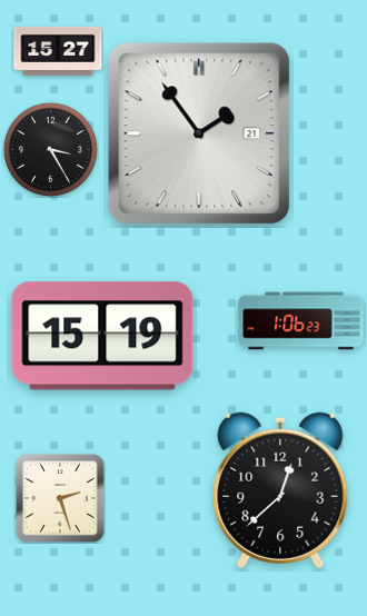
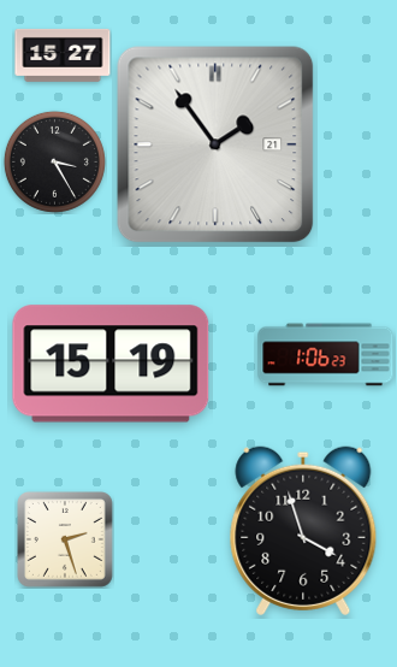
clock at (301, 321) position: (301, 321) -> (326, 355)
clock at (280, 490): 12:38 -> 3:57
